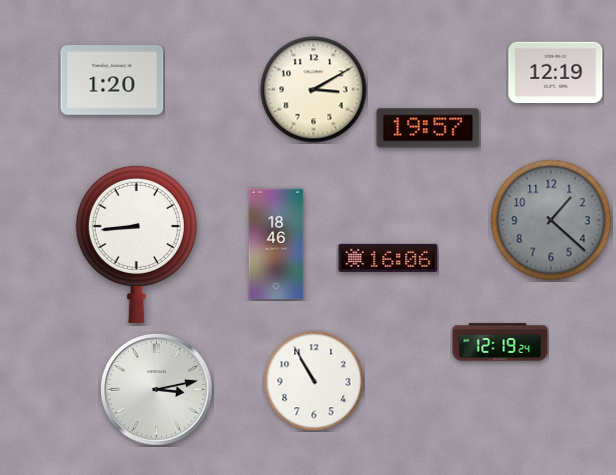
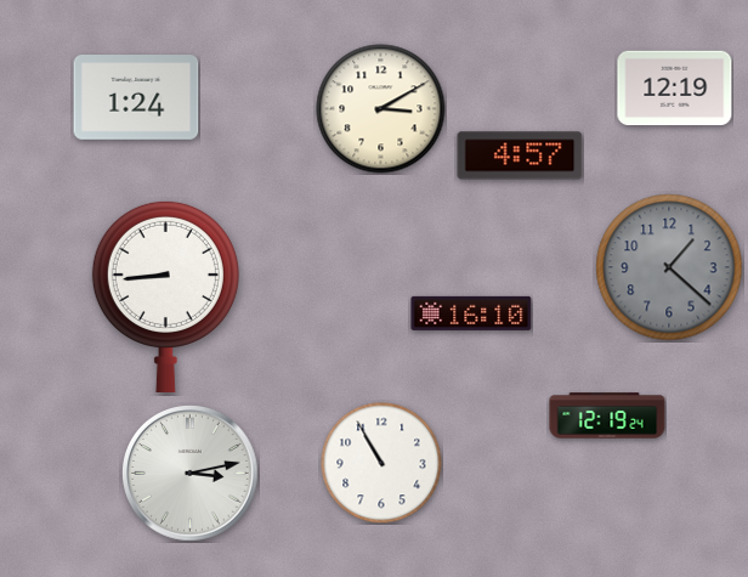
clock at (112, 81): 1:20 -> 1:24
clock at (428, 128): 19:57 -> 4:57
clock at (276, 244): 18:46 -> none
clock at (388, 258): 16:06 -> 16:10
